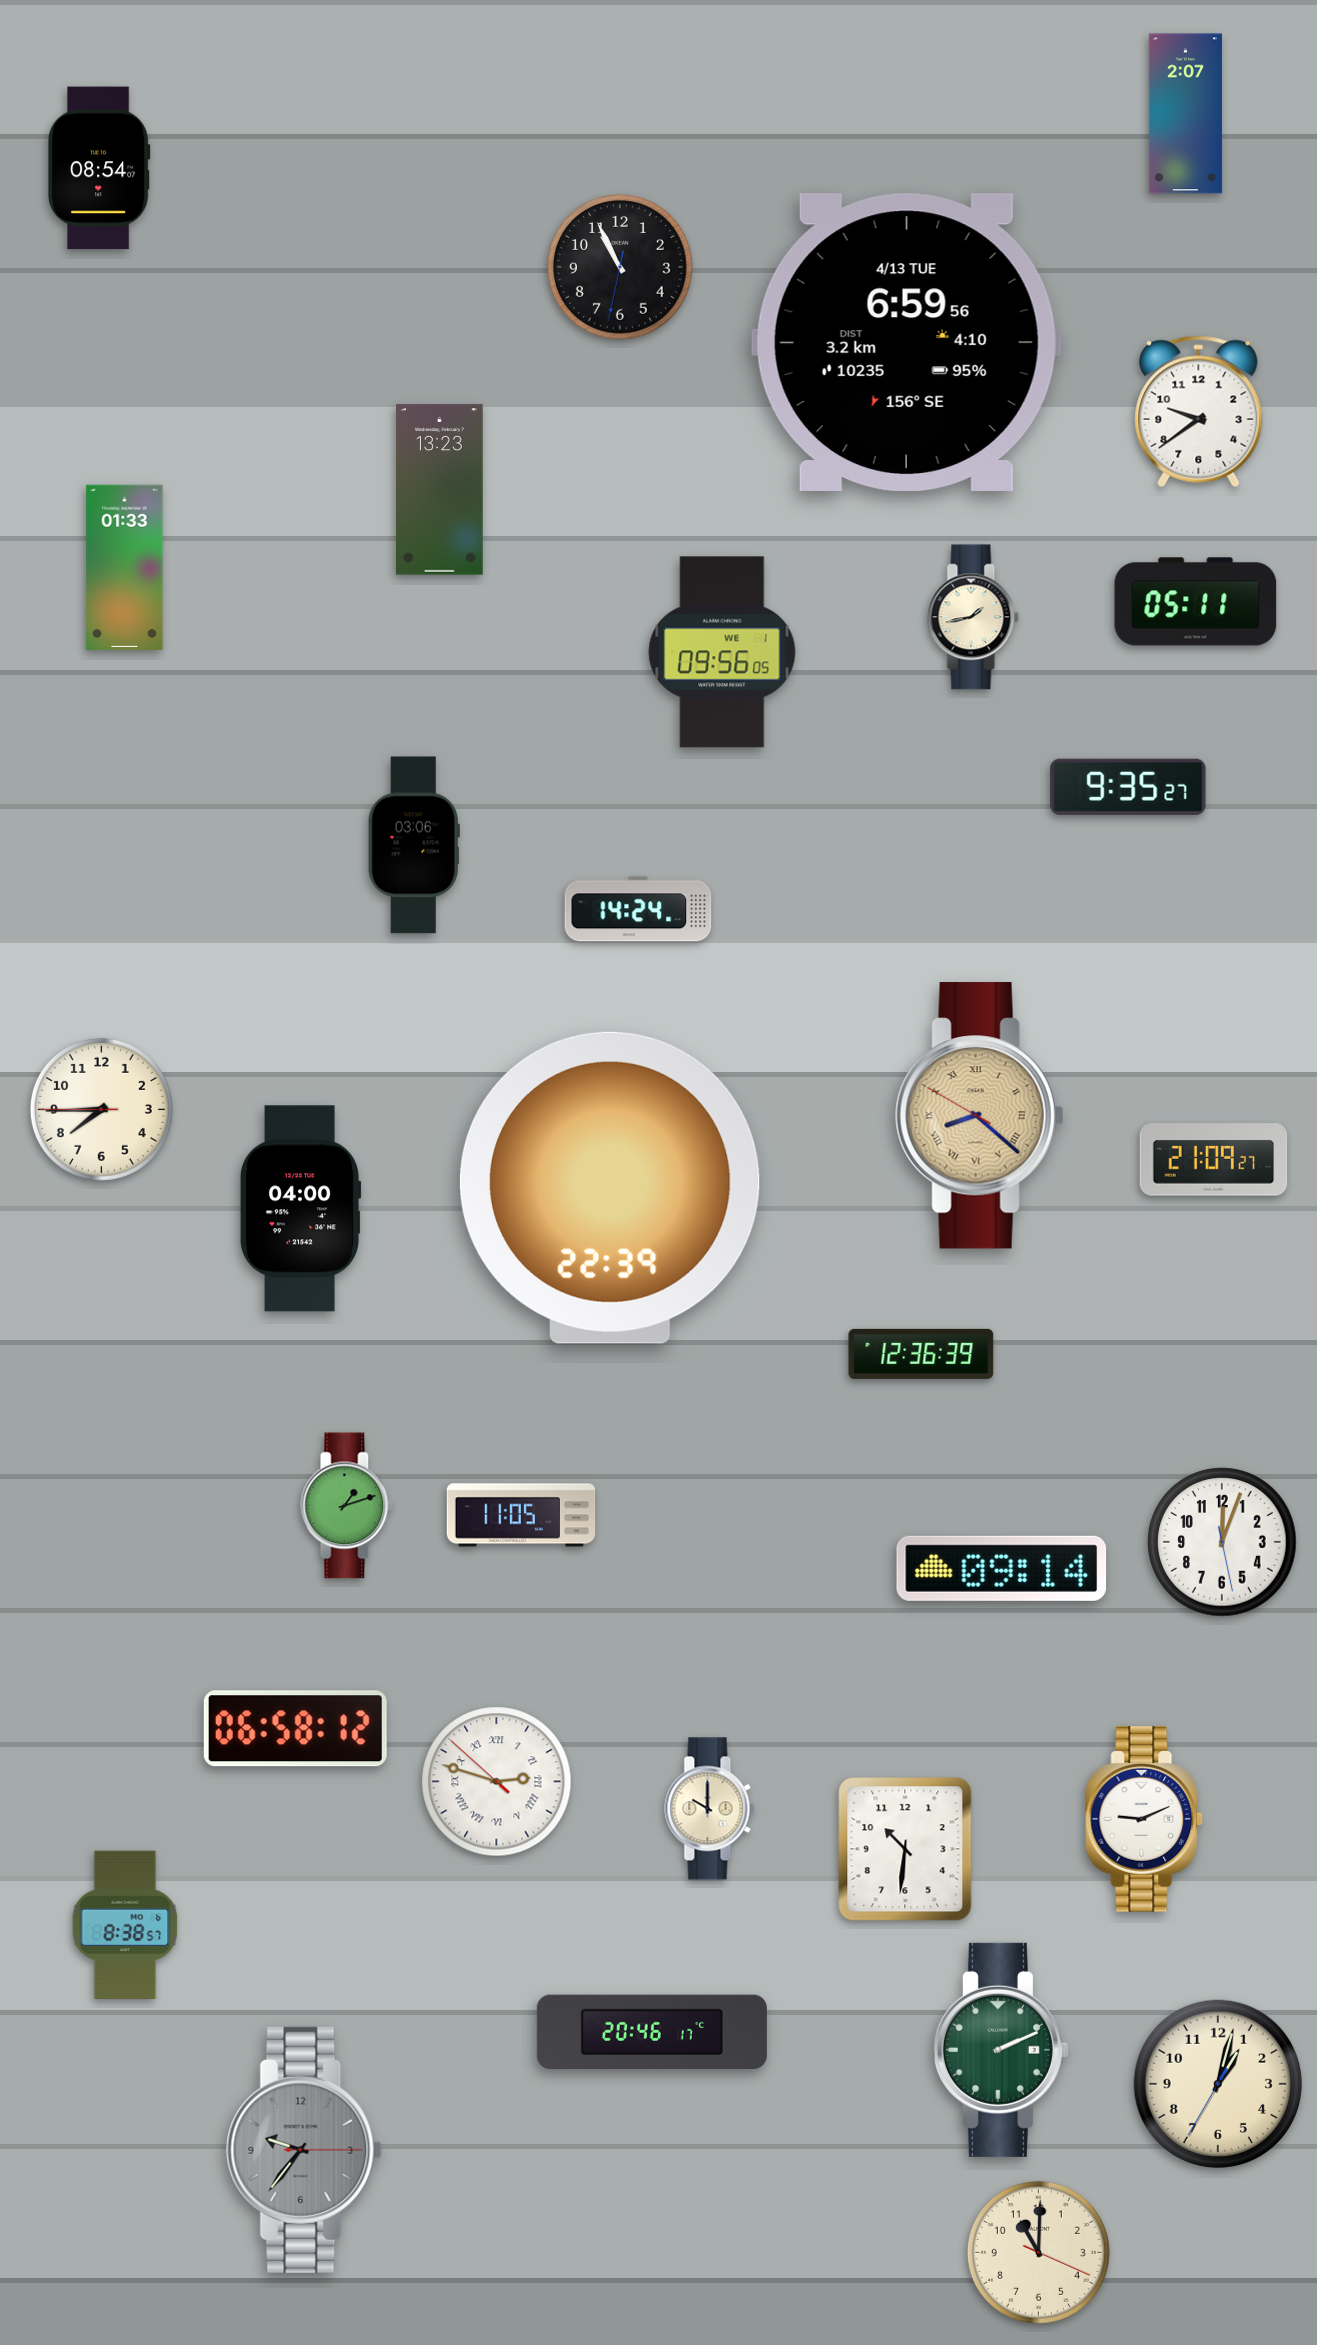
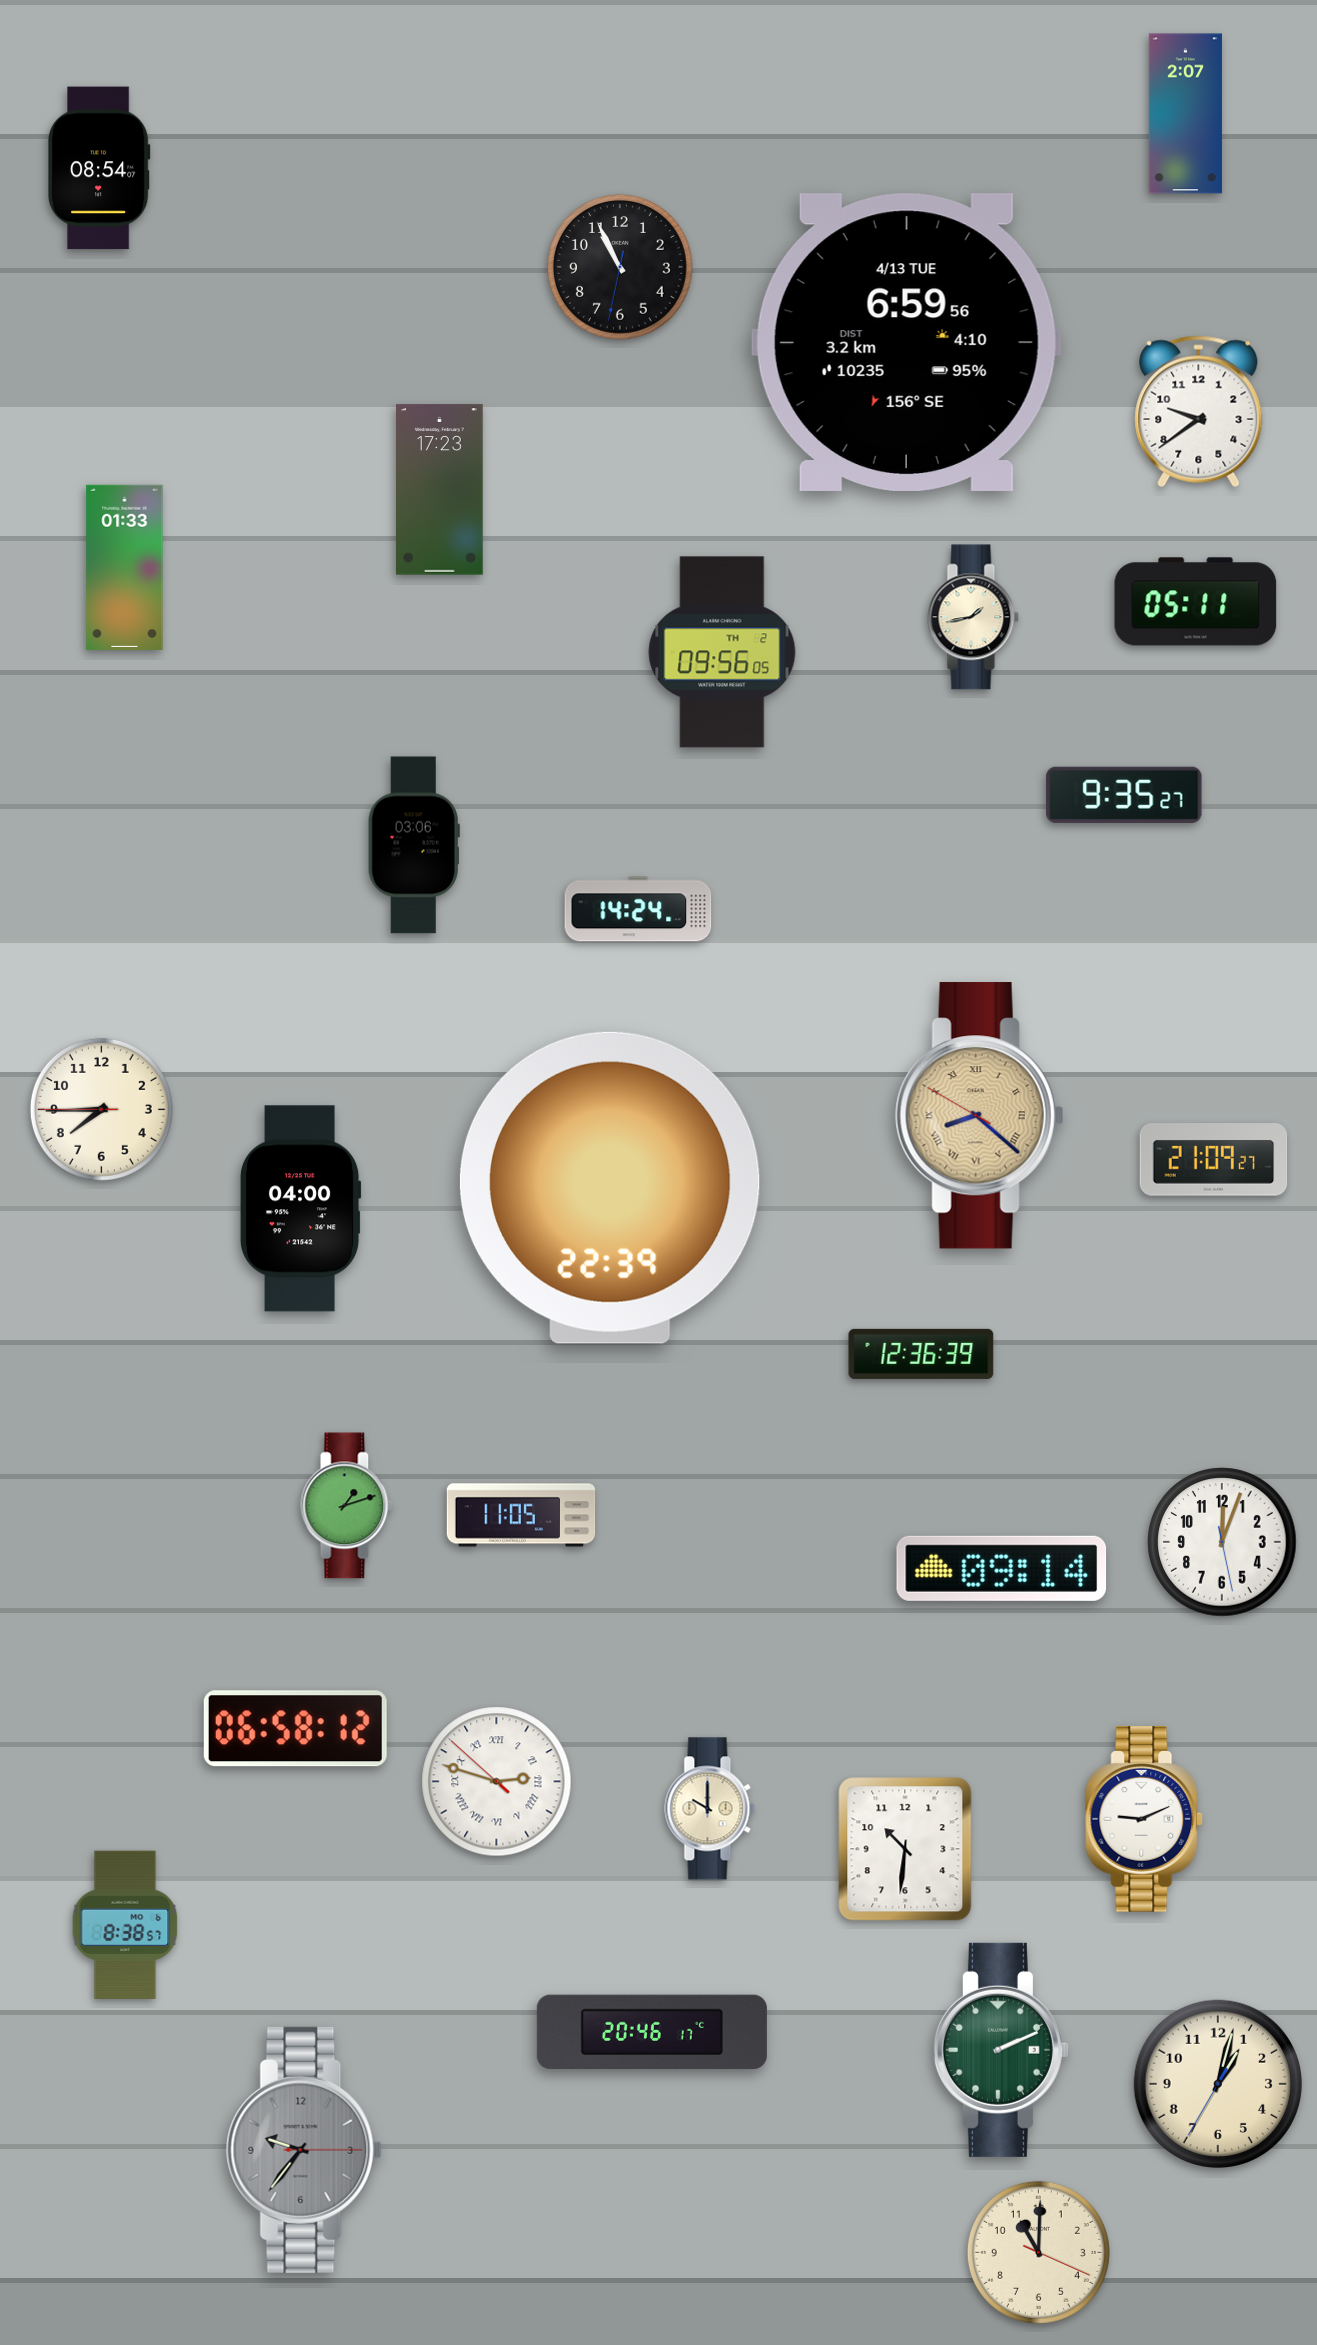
clock at (440, 490): 13:23 -> 17:23
clock at (722, 652) date: WE 1 -> TH 2
clock at (1128, 787) position: (1128, 787) -> (1124, 795)
